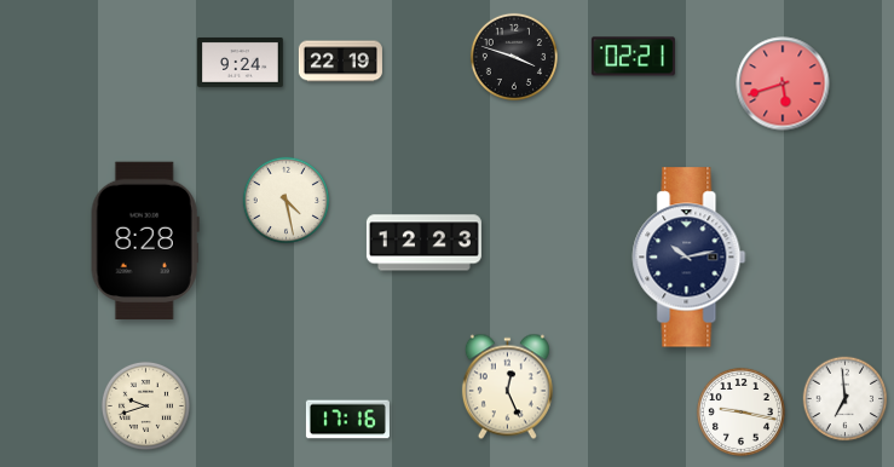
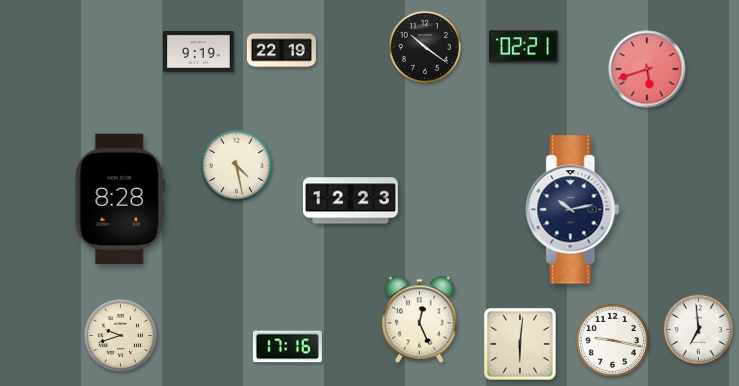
clock at (514, 57): 3:48 -> 10:21
clock at (241, 62): 9:24 -> 9:19
clock at (690, 258) position: (690, 258) -> (573, 210)
clock at (520, 344): none -> 6:01
